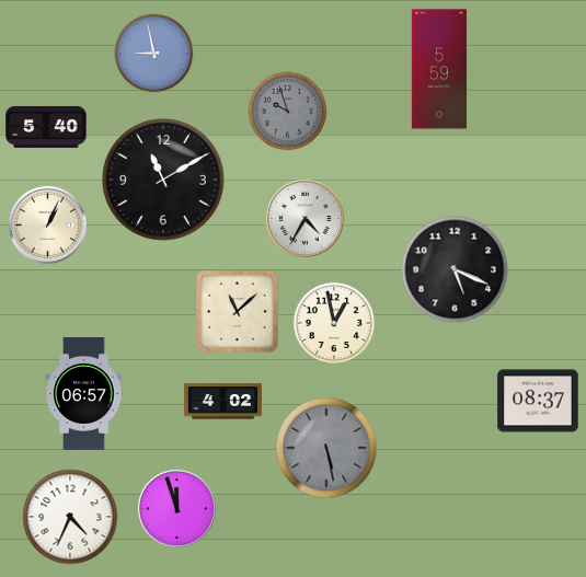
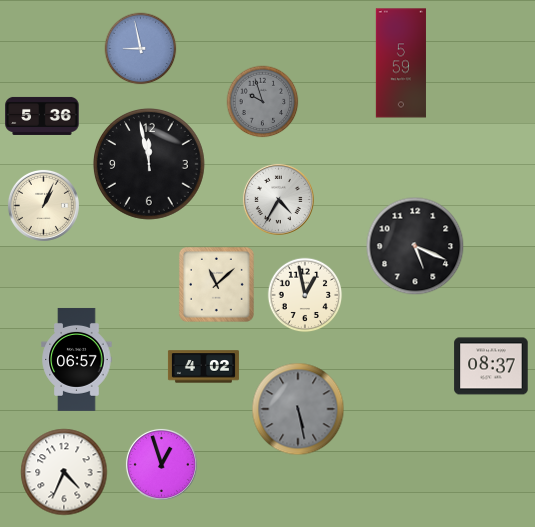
clock at (46, 127): 5:40 -> 5:36
clock at (163, 180): 11:10 -> 11:58
clock at (176, 508): 11:57 -> 12:57
